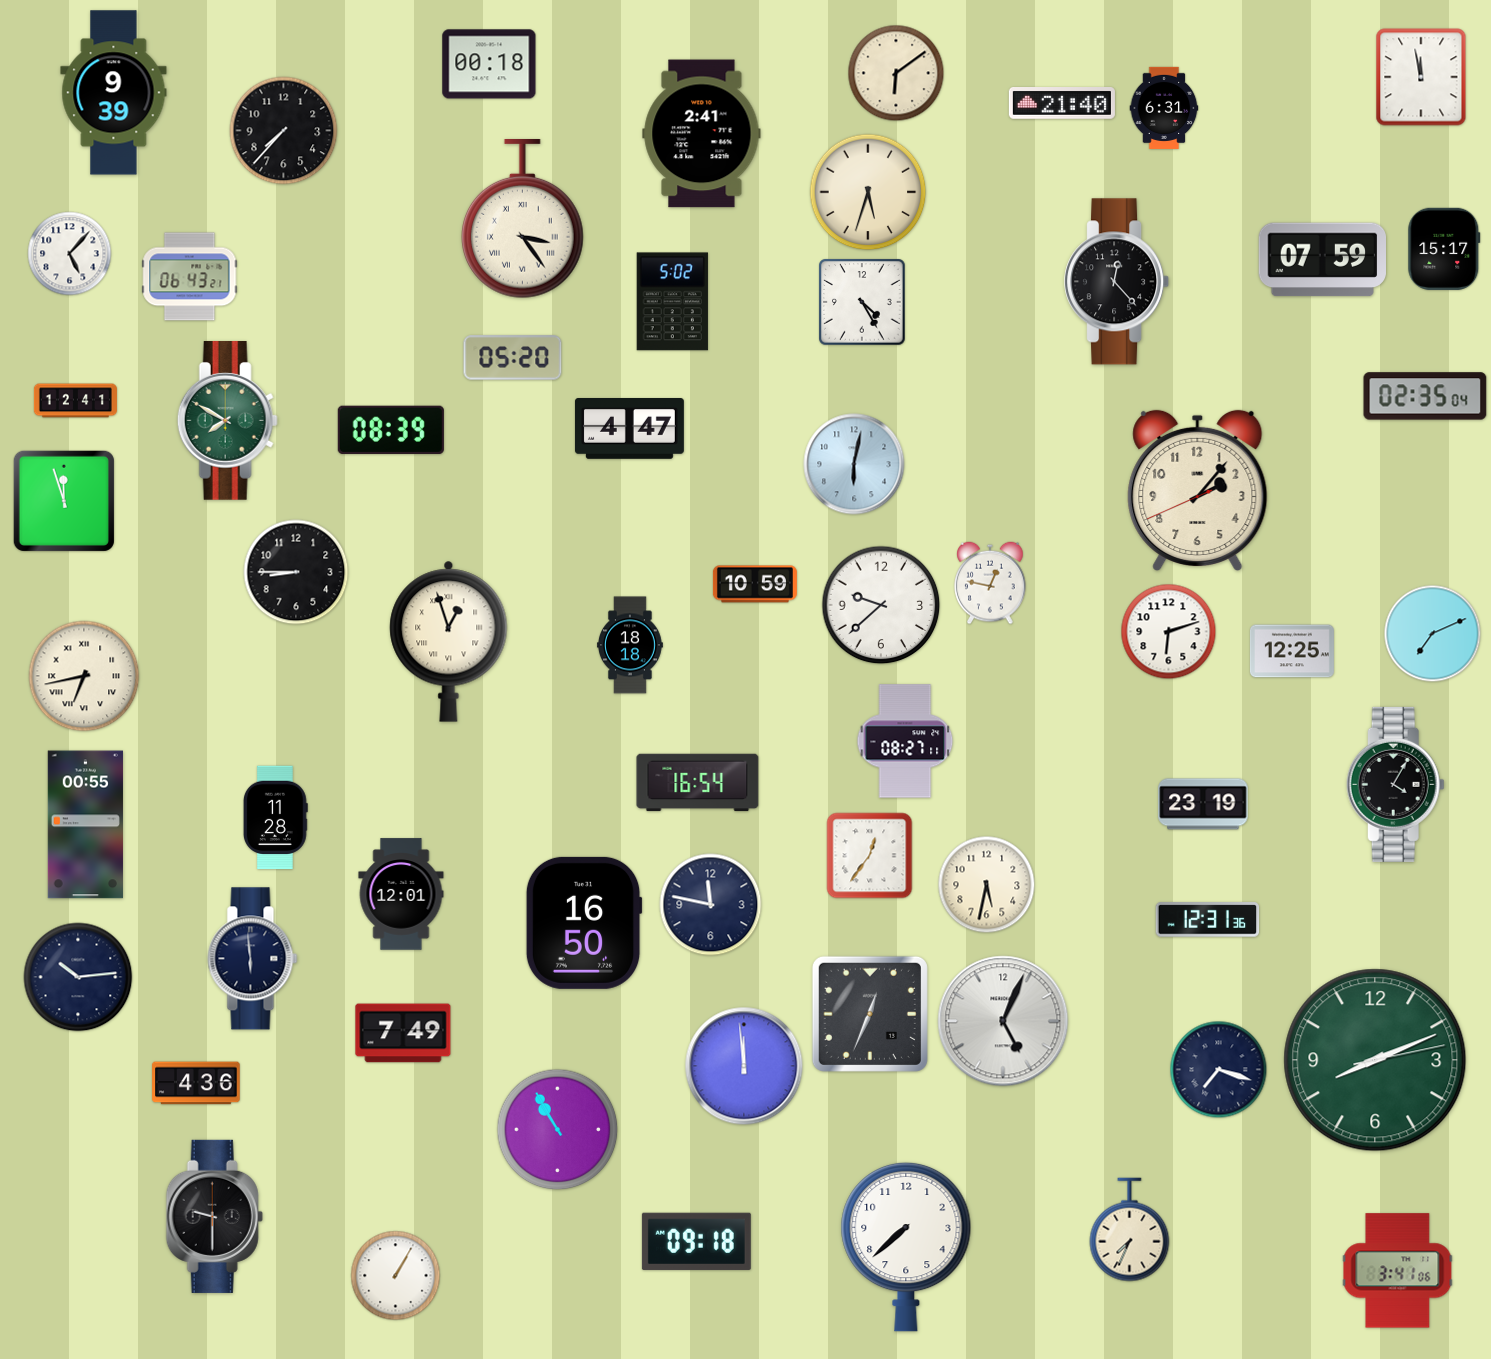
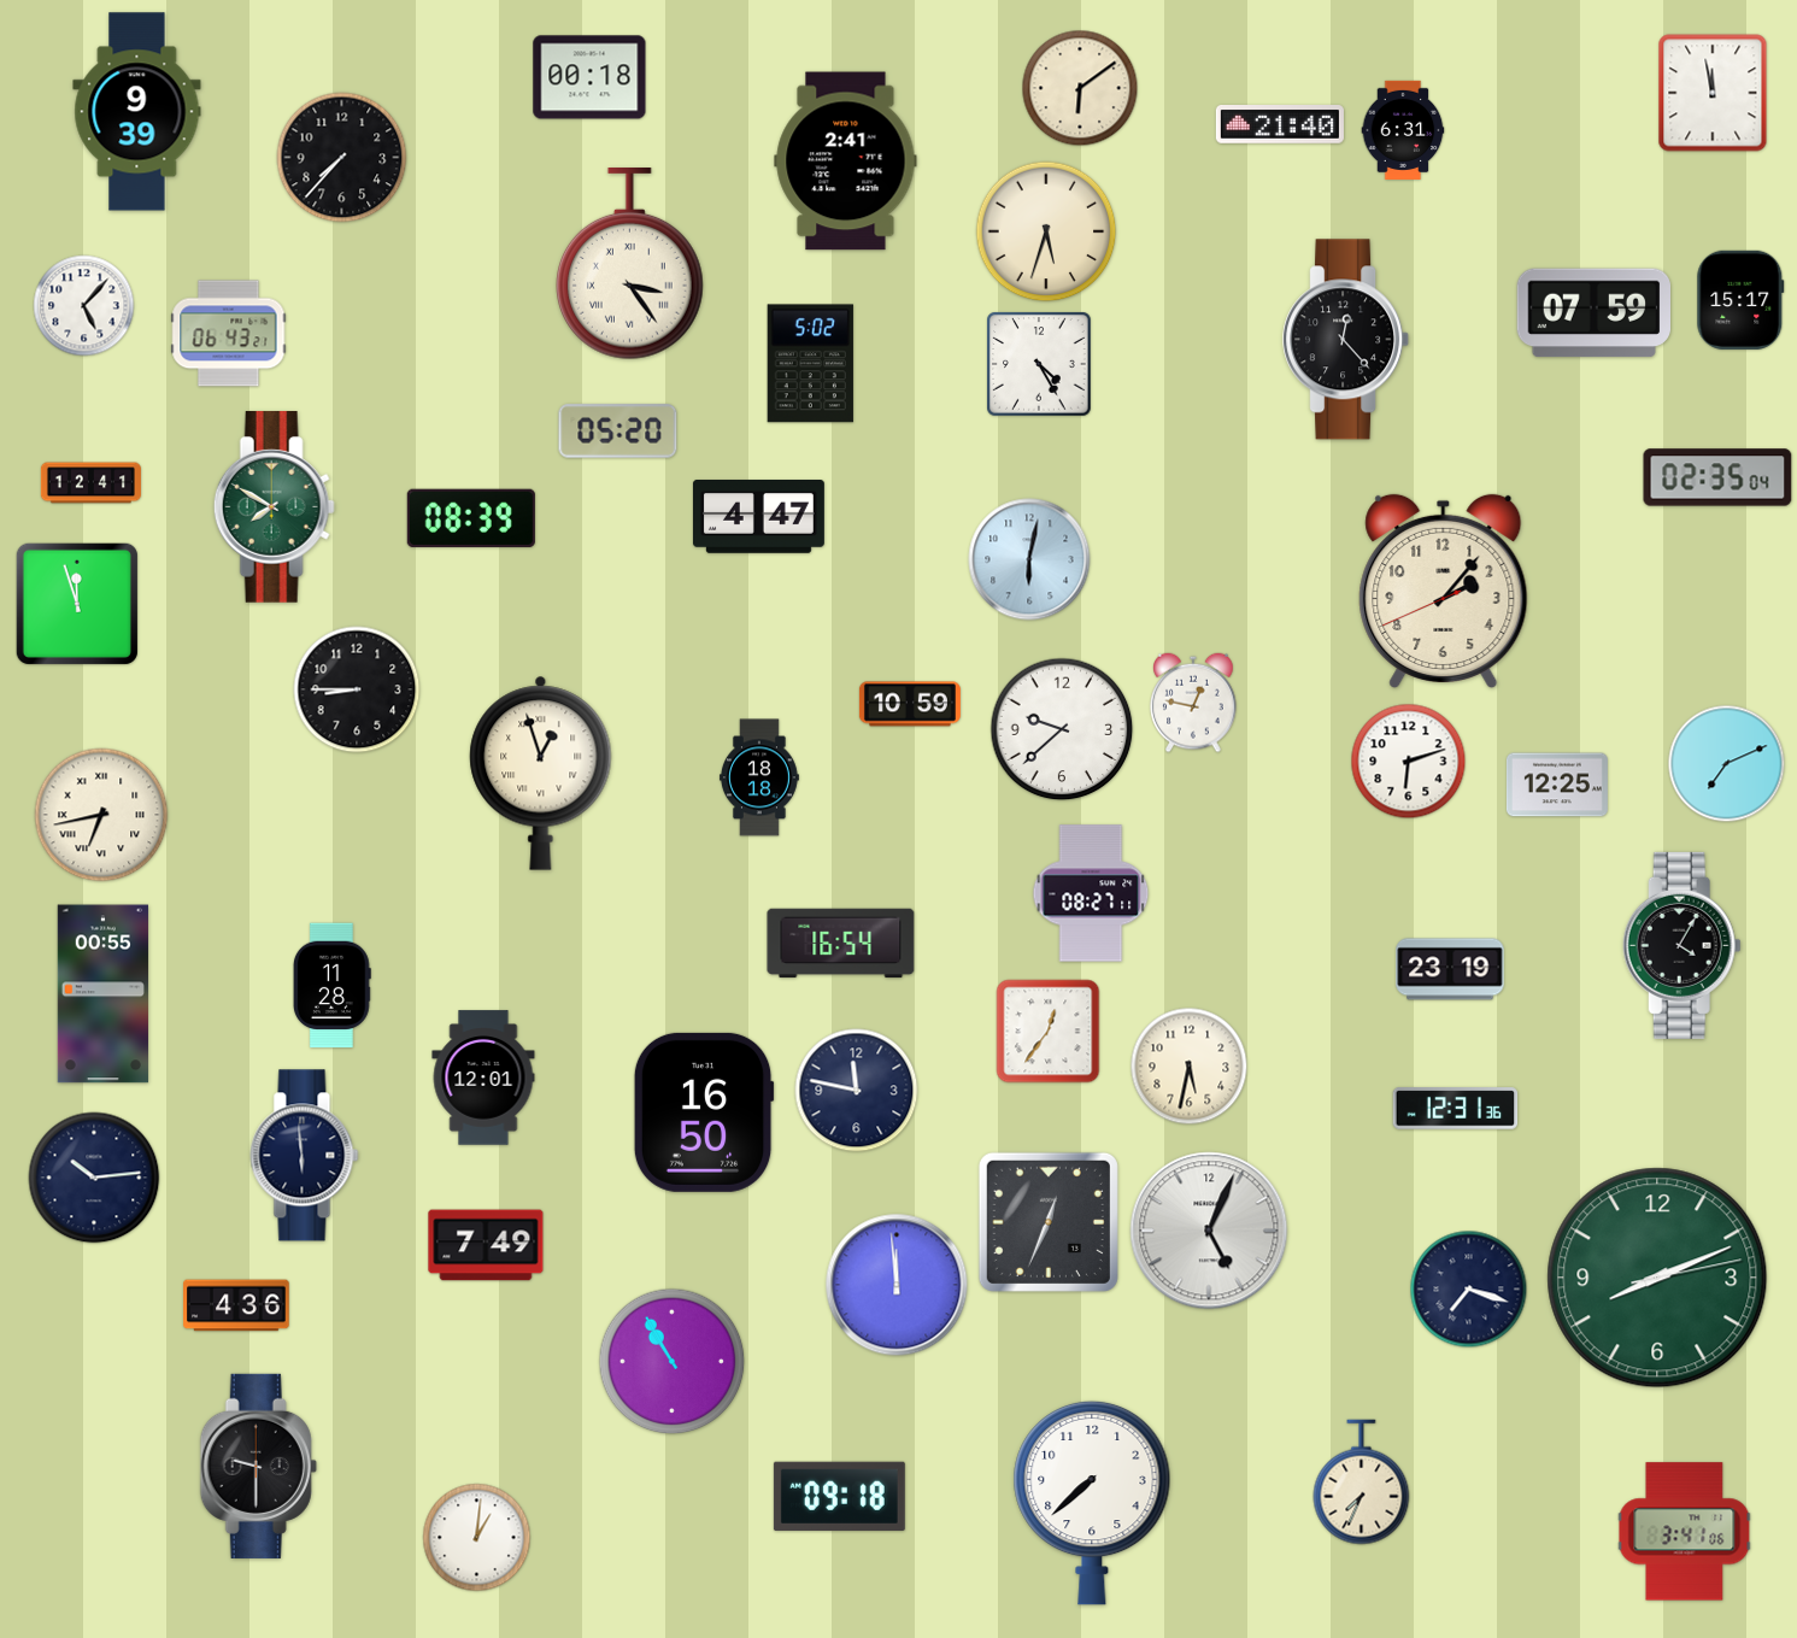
clock at (396, 1276): 1:05 -> 1:01
